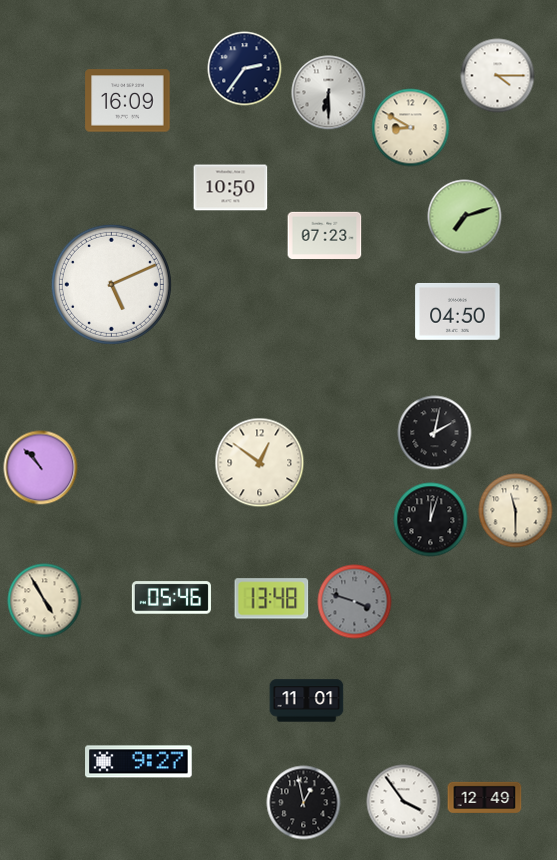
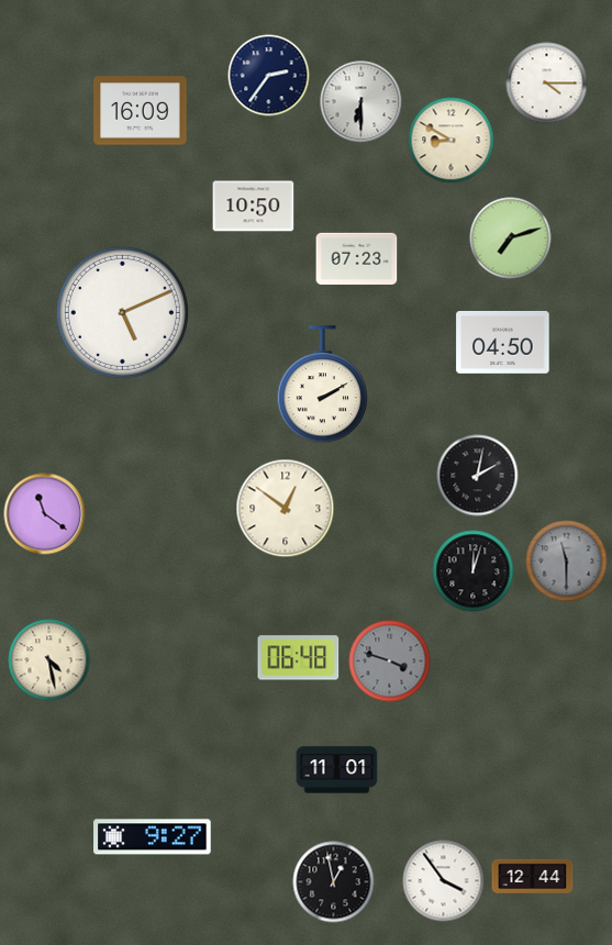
clock at (322, 385): none -> 2:10
clock at (41, 468): 10:53 -> 11:21
clock at (516, 511) dial: cream -> grey
clock at (171, 598): 05:46 -> none
clock at (272, 599): 13:48 -> 06:48
clock at (45, 601): 4:55 -> 4:28
clock at (485, 797): 12:49 -> 12:44
